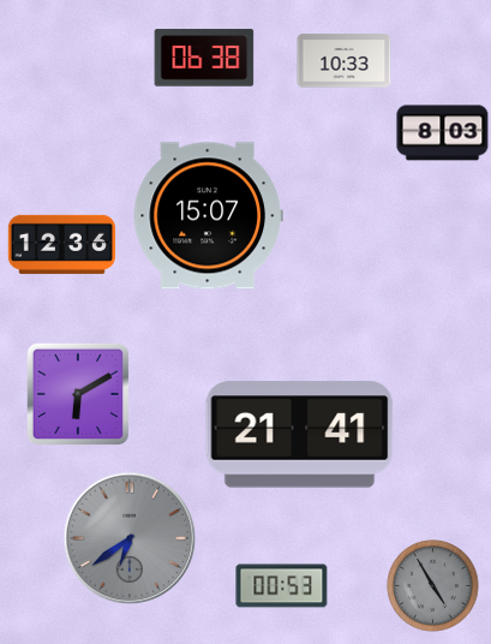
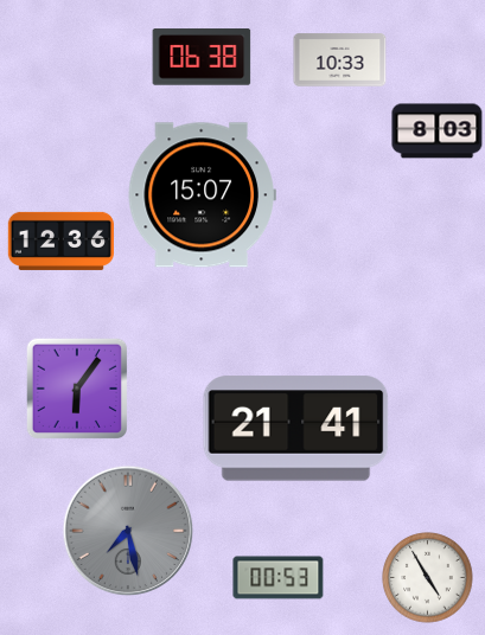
clock at (208, 216) position: (208, 216) -> (202, 195)
clock at (78, 394): 6:10 -> 6:06
clock at (130, 538): 6:39 -> 7:28
clock at (433, 586) dial: grey -> white
